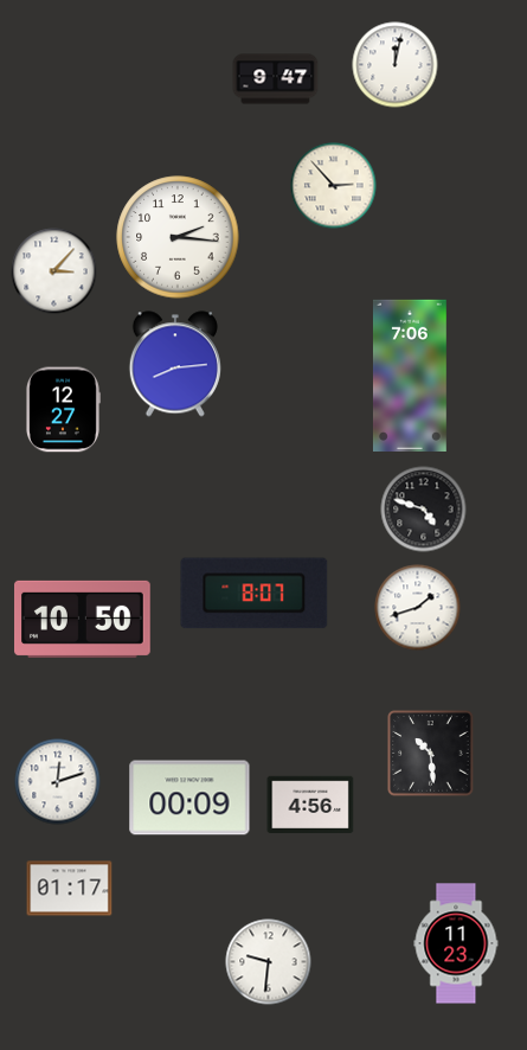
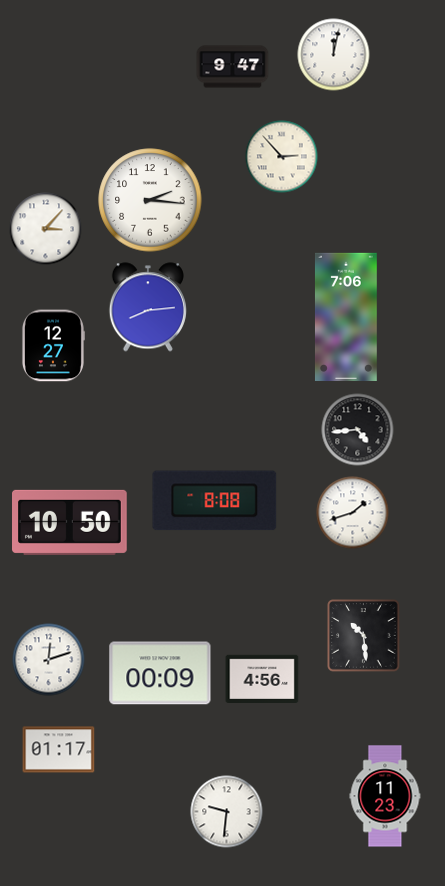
clock at (424, 510): 4:48 -> 4:44
clock at (255, 594): 8:07 -> 8:08
